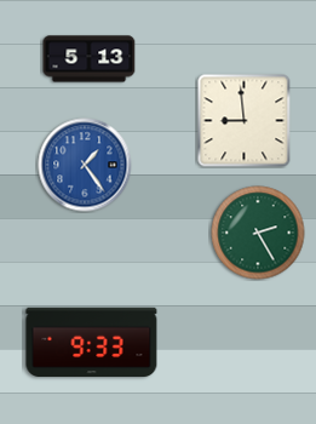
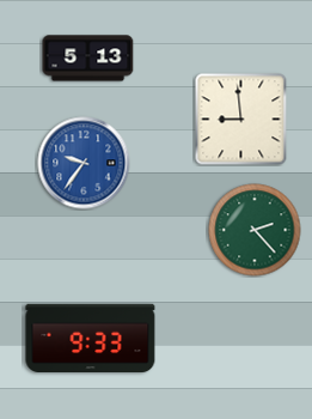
clock at (85, 165): 1:24 -> 9:36
clock at (258, 233): 2:25 -> 2:23
